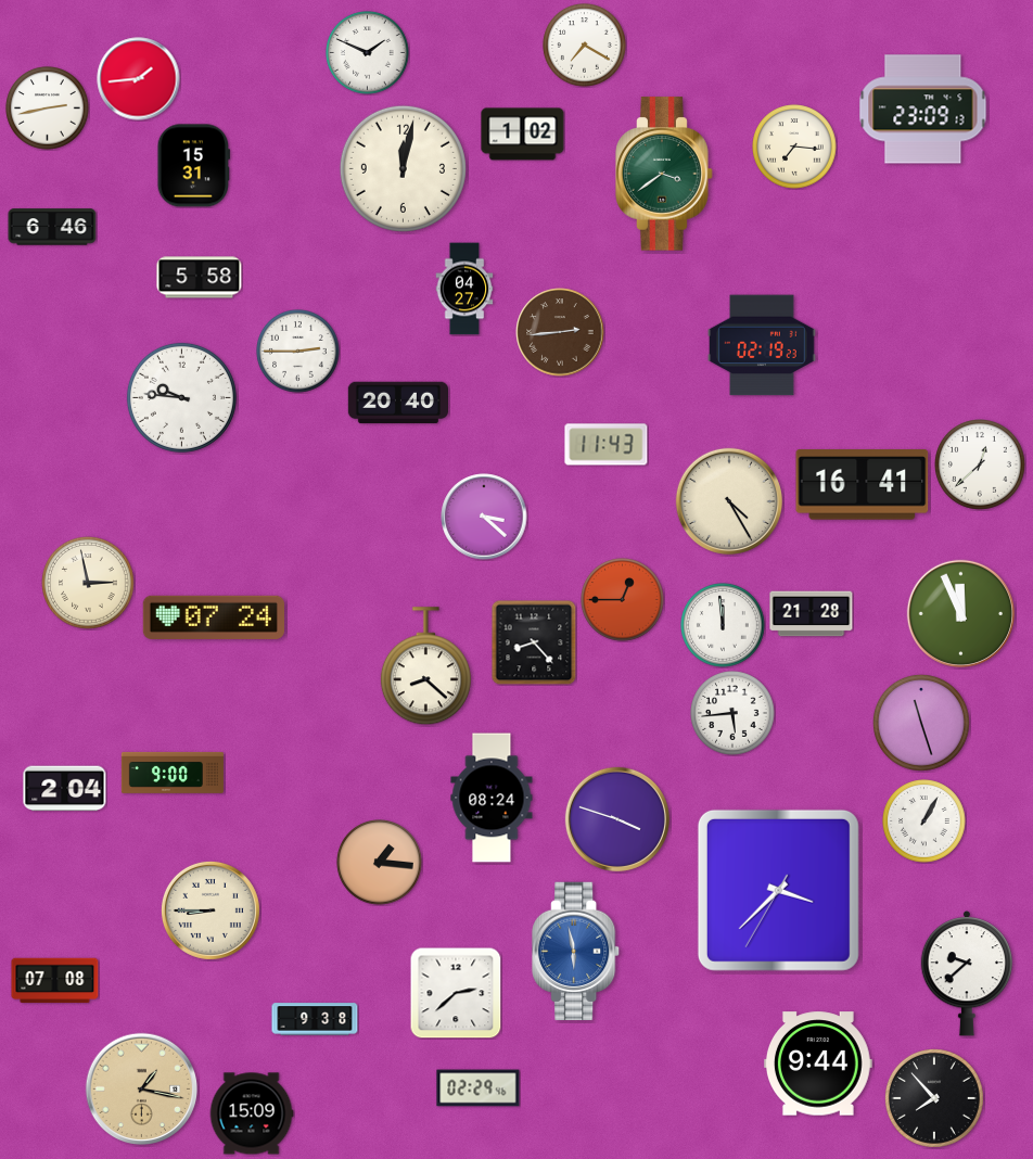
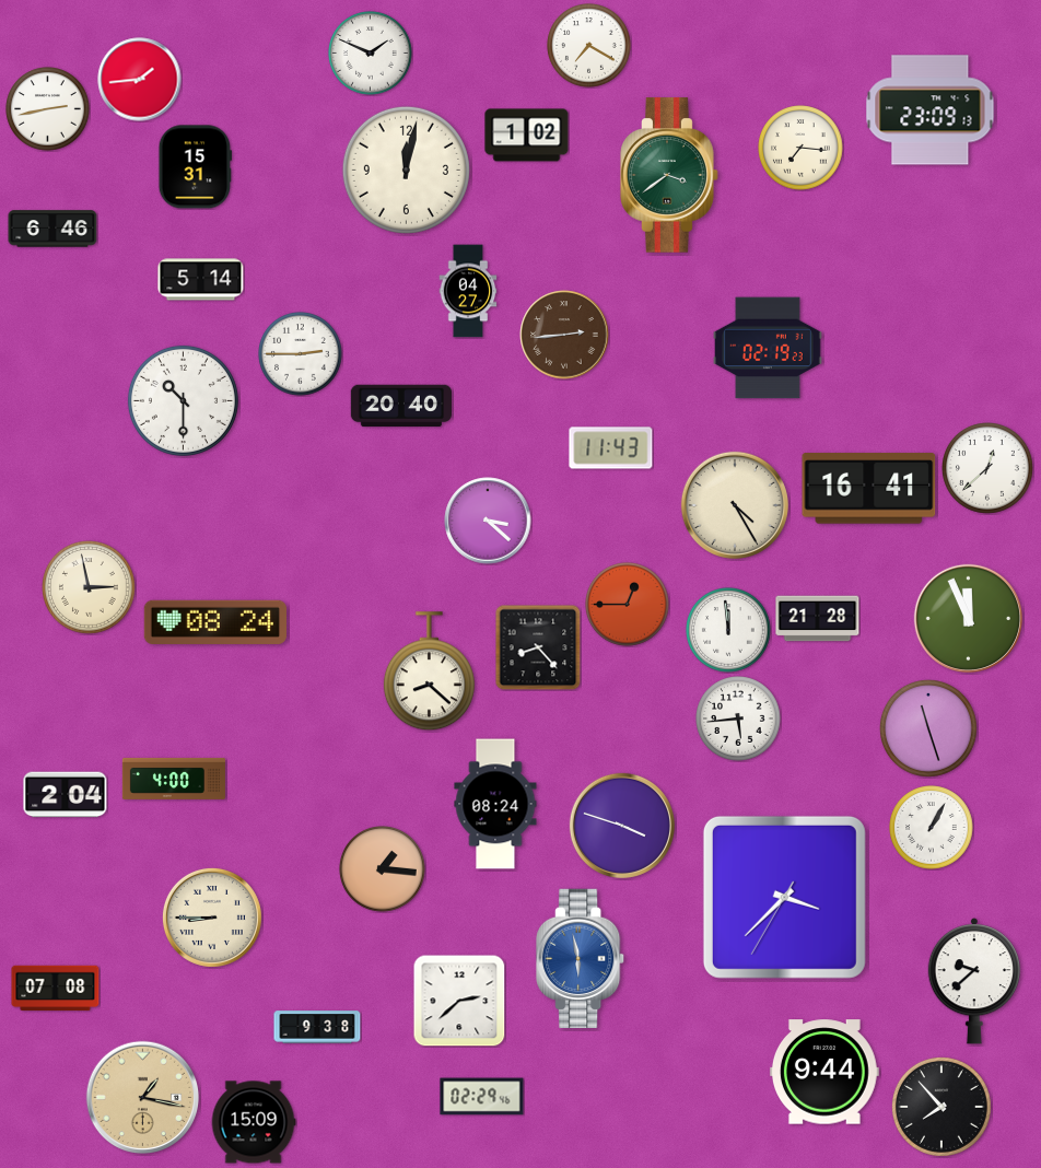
clock at (200, 278): 5:58 -> 5:14
clock at (181, 397): 9:46 -> 10:30
clock at (214, 617): 07:24 -> 08:24
clock at (173, 773): 9:00 -> 4:00
